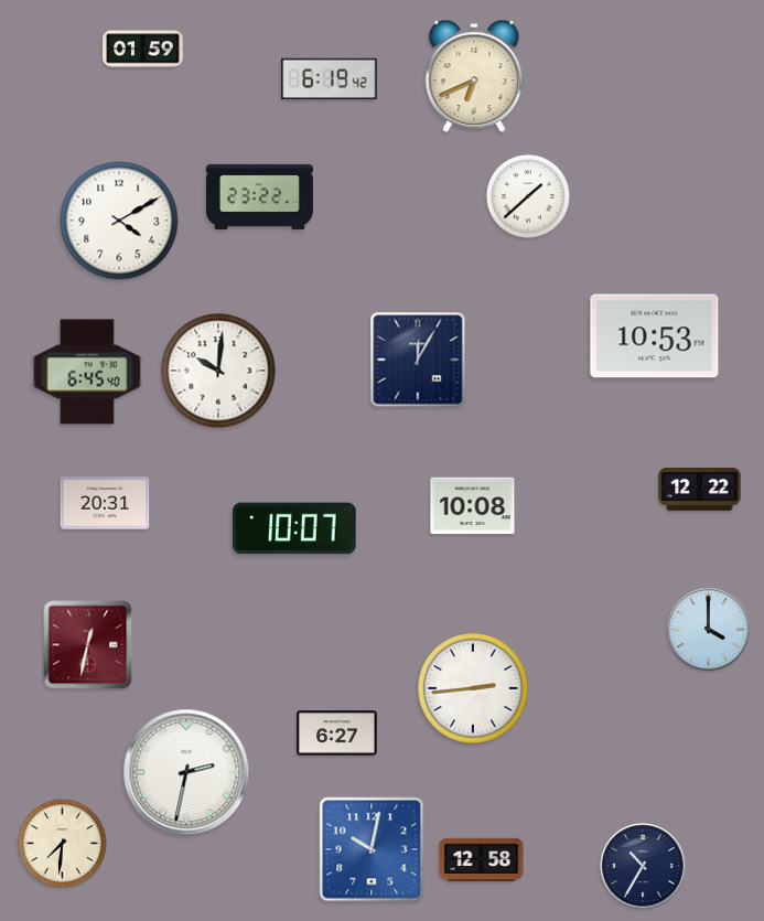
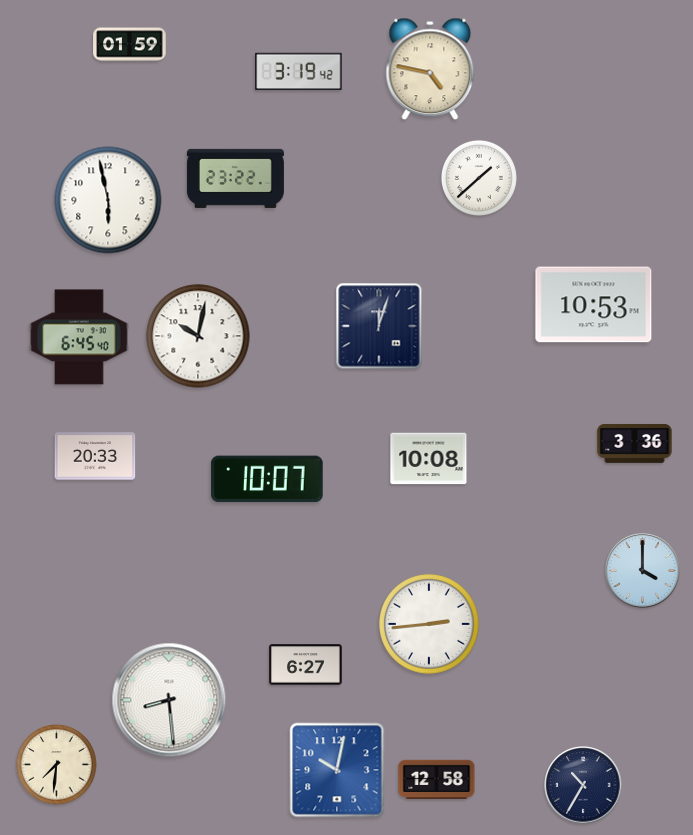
clock at (474, 76): 6:41 -> 4:47
clock at (330, 79): 6:19 -> 3:19
clock at (119, 221): 4:10 -> 5:58
clock at (418, 360): 12:05 -> 12:03
clock at (218, 371): 10:01 -> 10:02
clock at (700, 489): 12:22 -> 3:36
clock at (105, 503): 20:31 -> 20:33
clock at (88, 645): 12:32 -> none
clock at (186, 772): 2:32 -> 8:29
